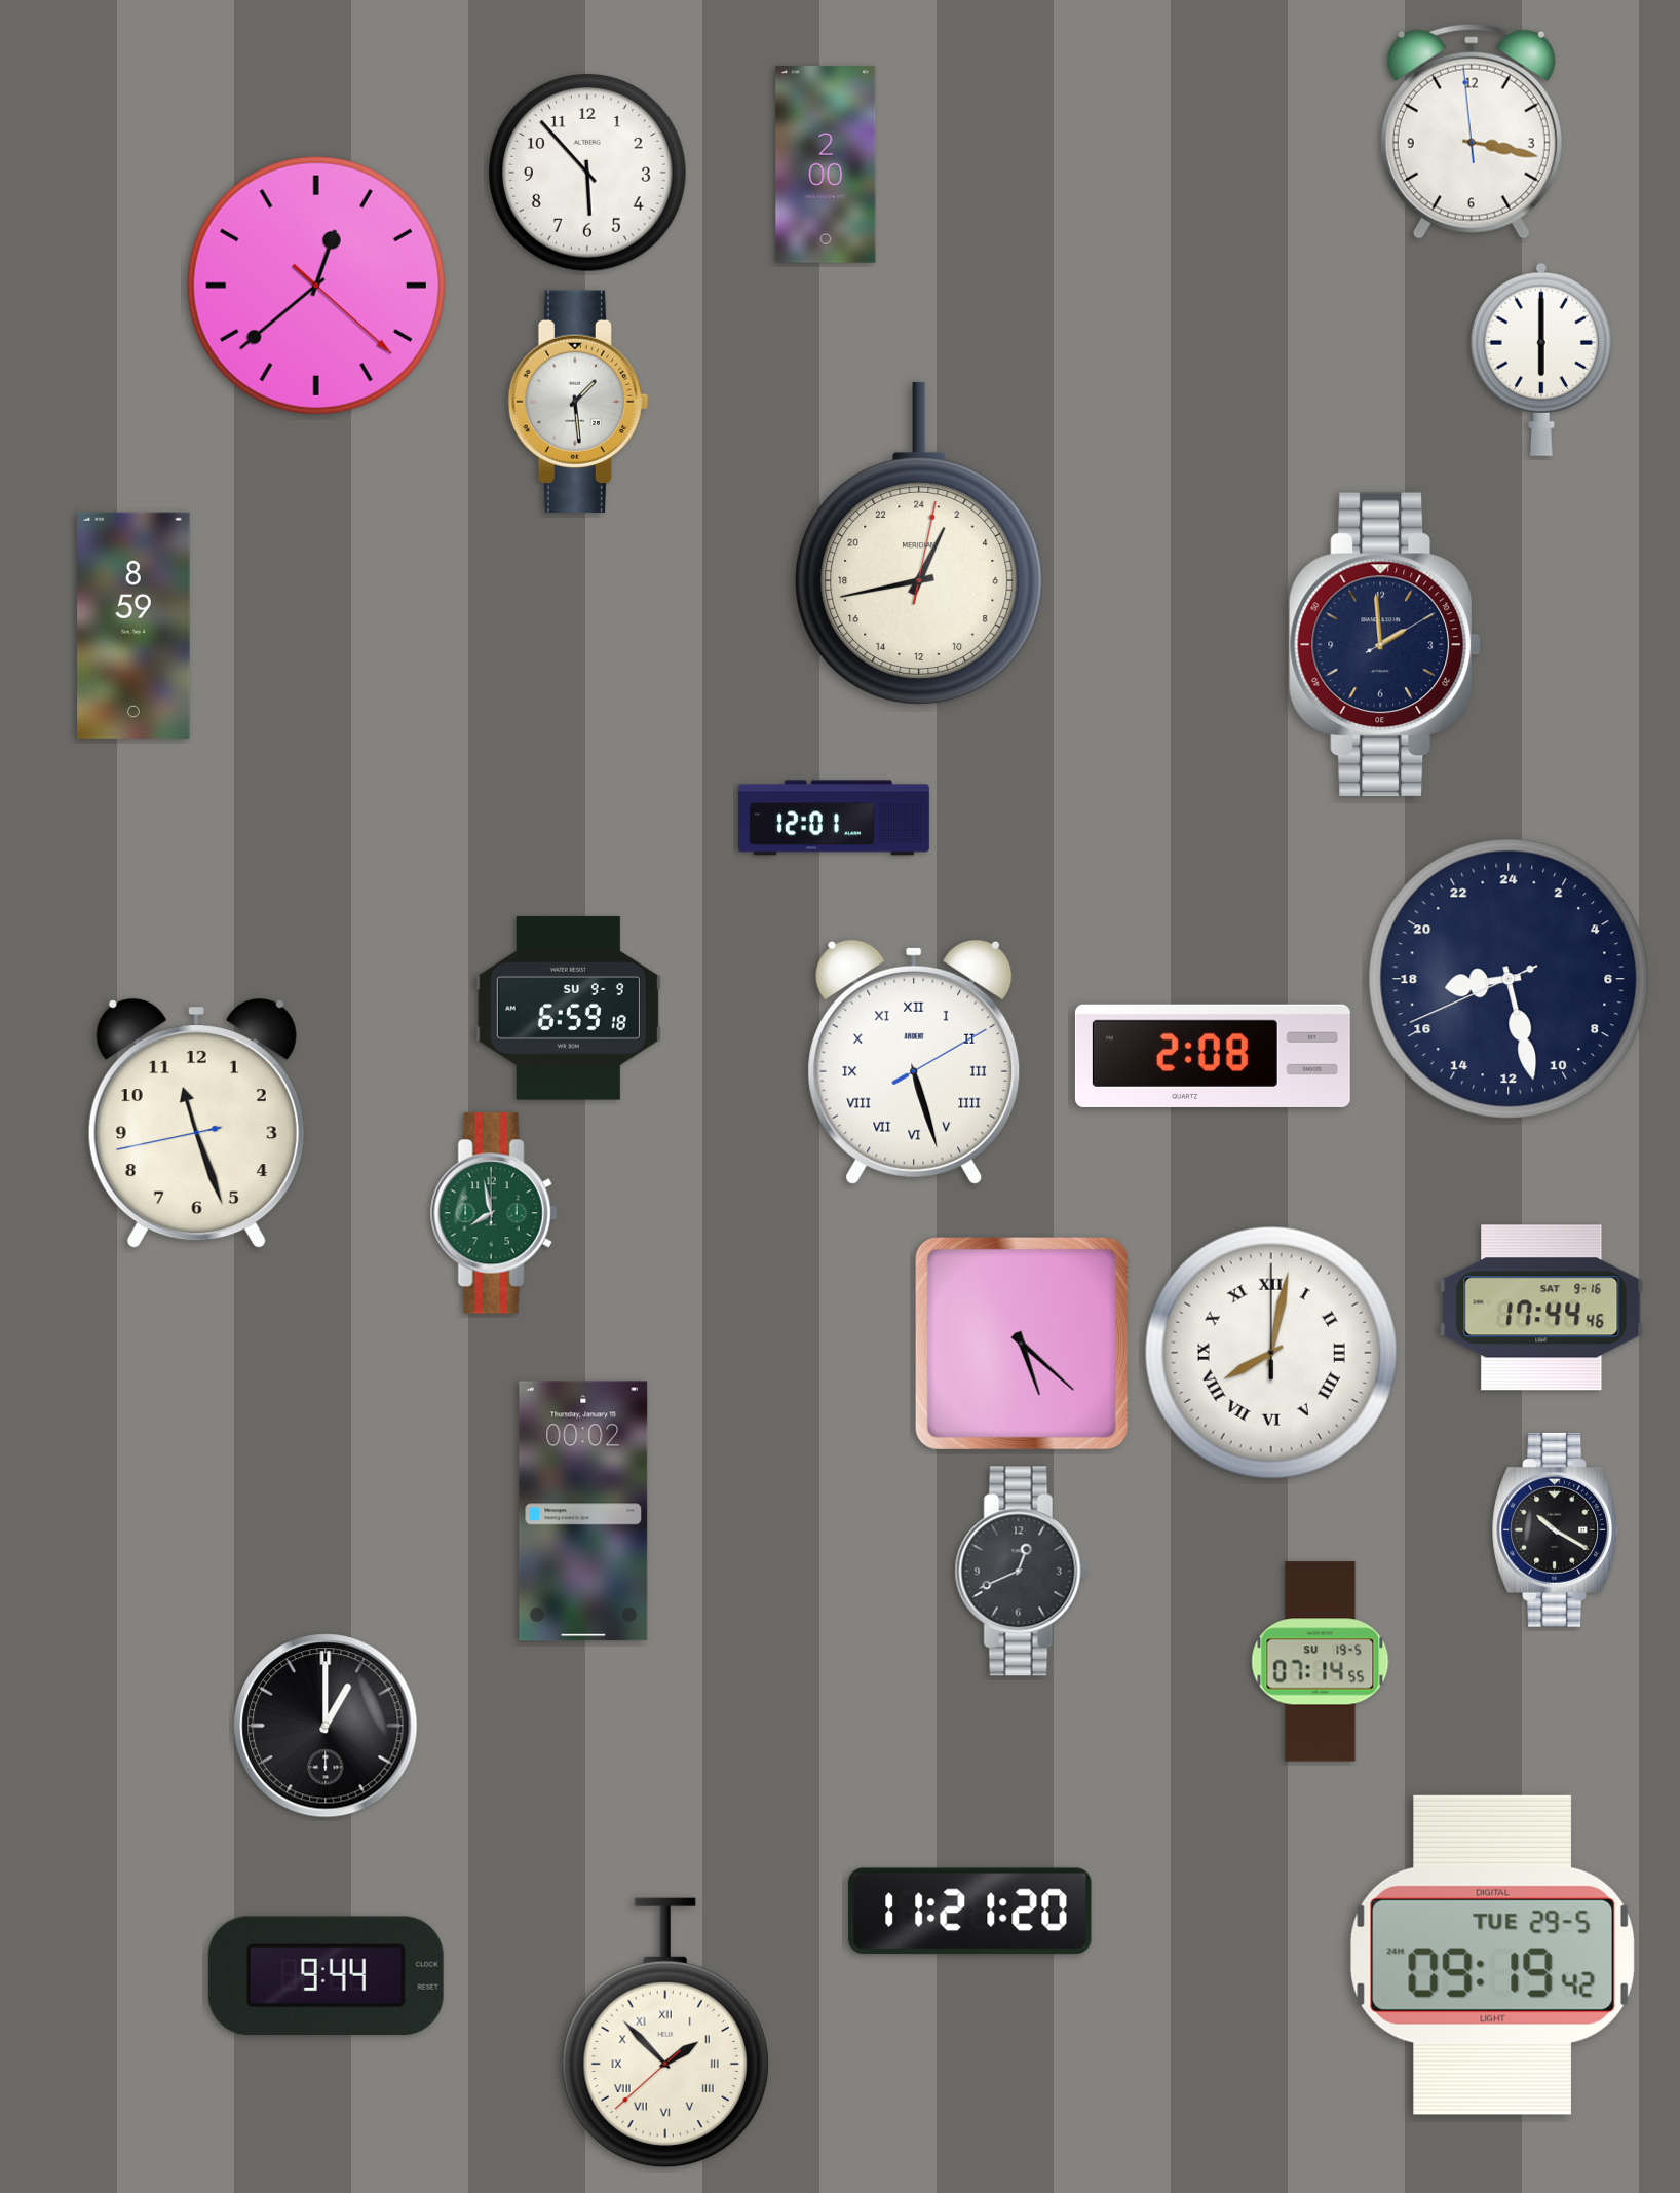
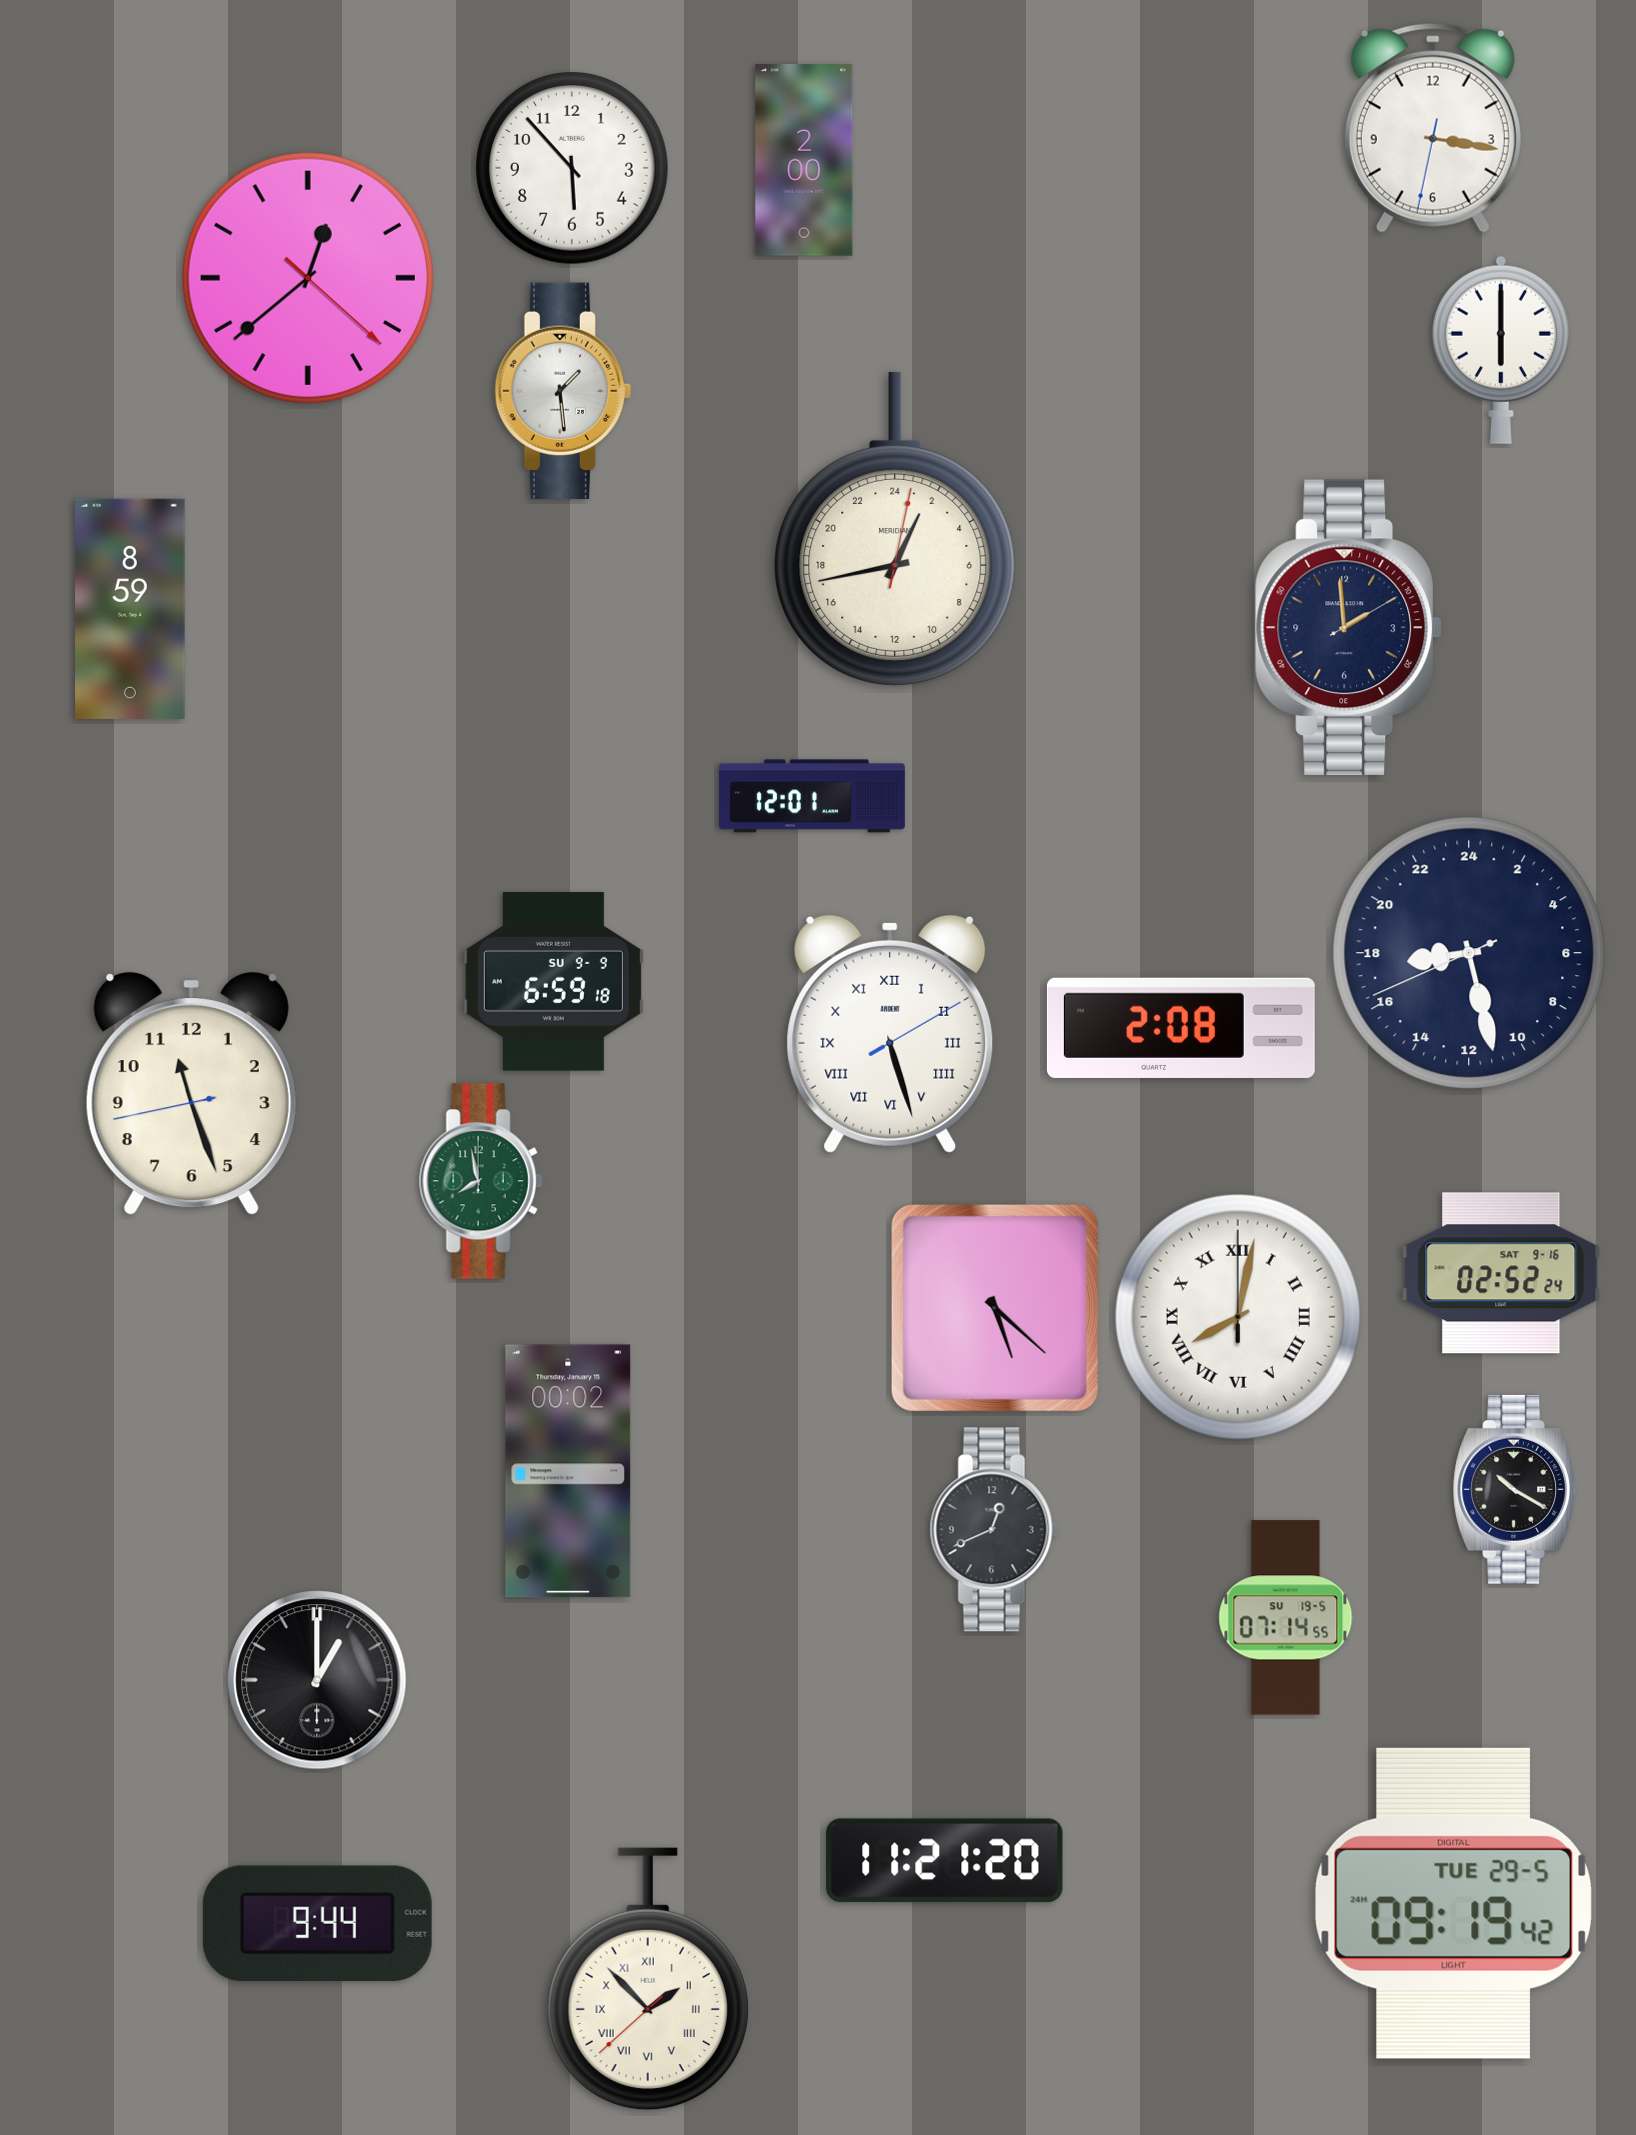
clock at (1472, 131): 3:16:59 -> 3:16:32
clock at (1541, 1308): 17:44 -> 02:52
